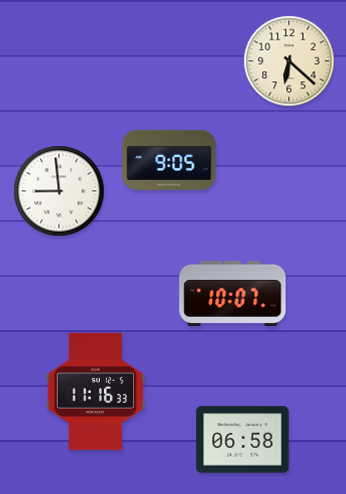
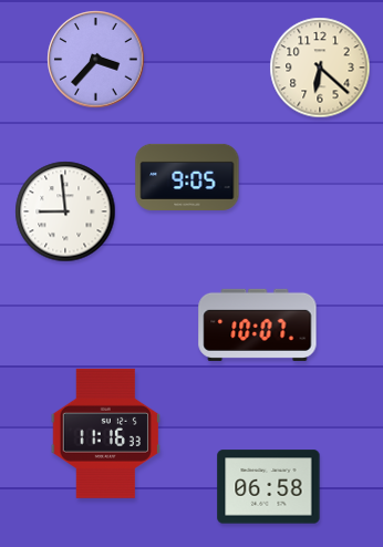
clock at (96, 60): none -> 3:37
